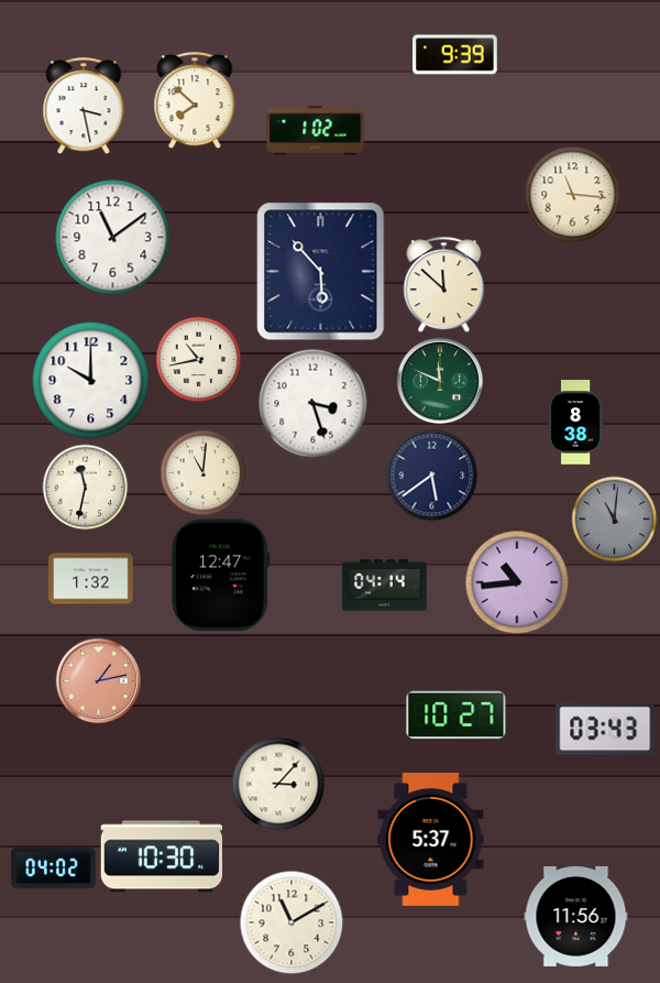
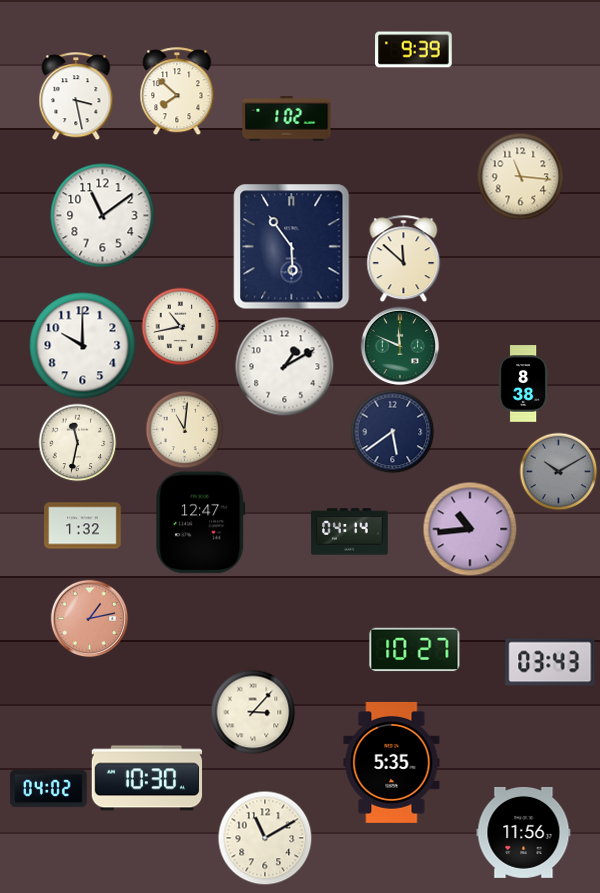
clock at (321, 272): 5:53 -> 5:54
clock at (313, 404): 3:27 -> 1:10
clock at (614, 518): 11:01 -> 10:10
clock at (431, 839): 5:37 -> 5:35
